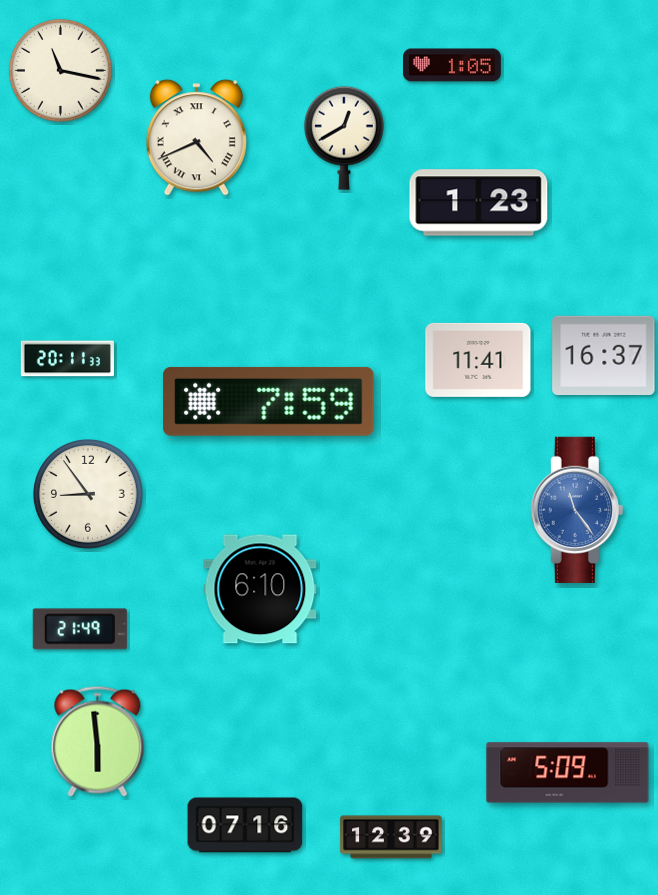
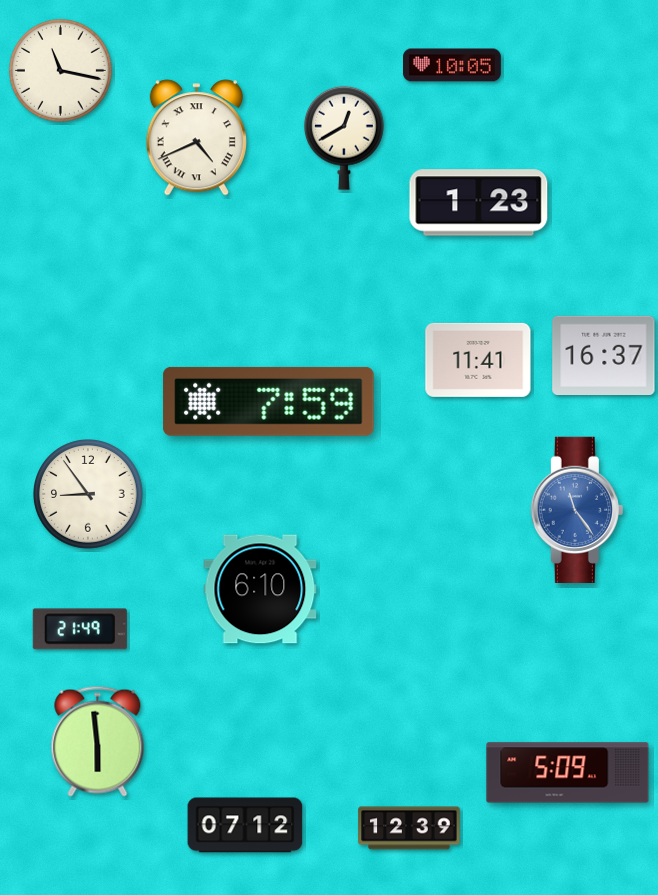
clock at (453, 65): 1:05 -> 10:05
clock at (67, 359): 20:11 -> none
clock at (245, 825): 07:16 -> 07:12
clock at (391, 837) position: (391, 837) -> (409, 828)
